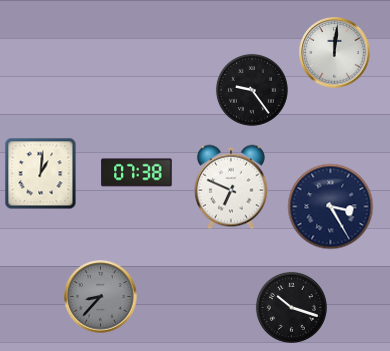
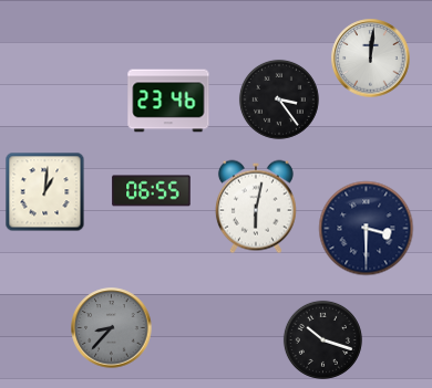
clock at (252, 90): 9:24 -> 3:24
clock at (168, 101): none -> 23:46
clock at (137, 173): 07:38 -> 06:55
clock at (231, 187): 6:49 -> 6:02
clock at (331, 207): 3:25 -> 3:30
